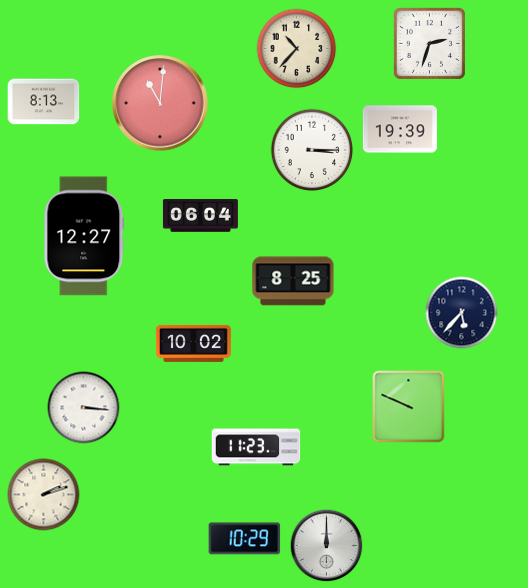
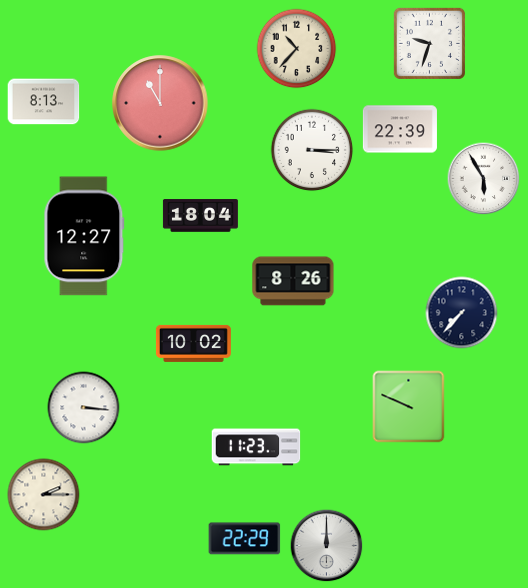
clock at (429, 43): 2:33 -> 9:33
clock at (160, 103): 11:01 -> 11:00
clock at (400, 129): 19:39 -> 22:39
clock at (484, 179): none -> 5:55
clock at (200, 216): 06:04 -> 18:04
clock at (293, 281): 8:25 -> 8:26
clock at (462, 313): 5:37 -> 7:37
clock at (44, 495): 2:12 -> 2:15
clock at (245, 539): 10:29 -> 22:29
